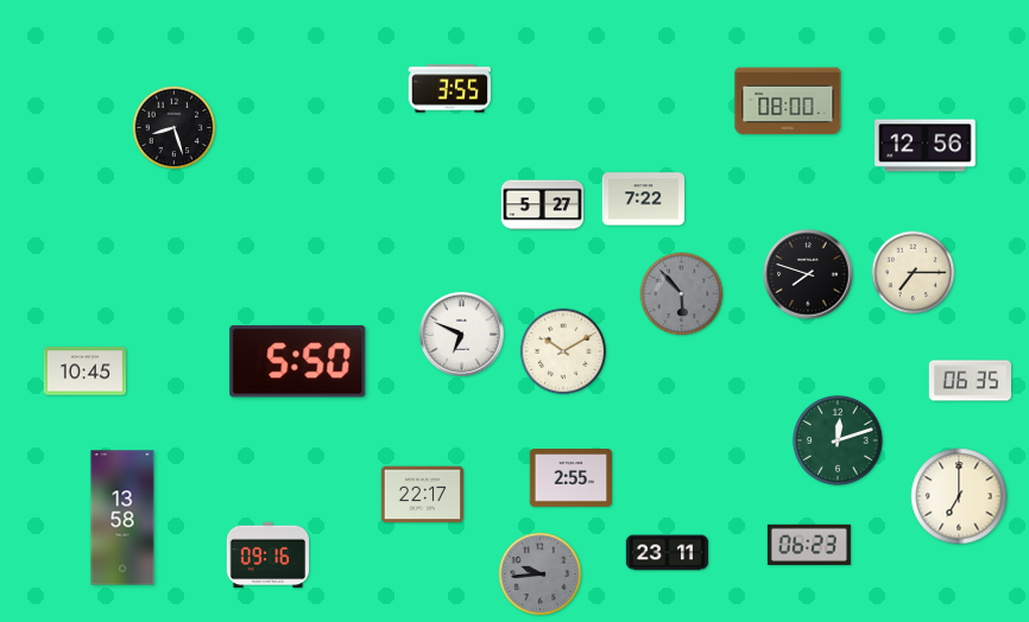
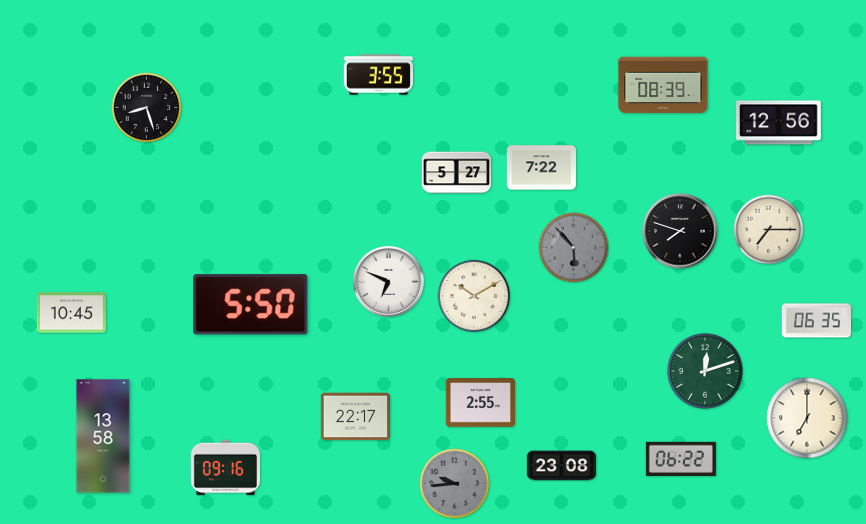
clock at (788, 101): 08:00 -> 08:39
clock at (809, 545): 06:23 -> 06:22
clock at (668, 553): 23:11 -> 23:08
